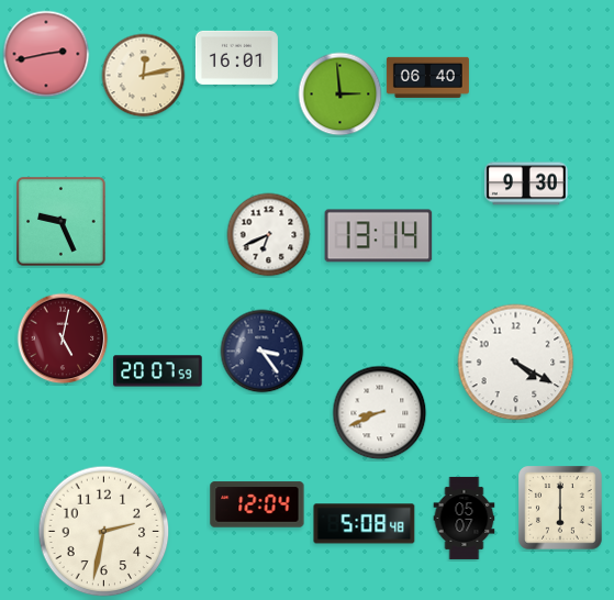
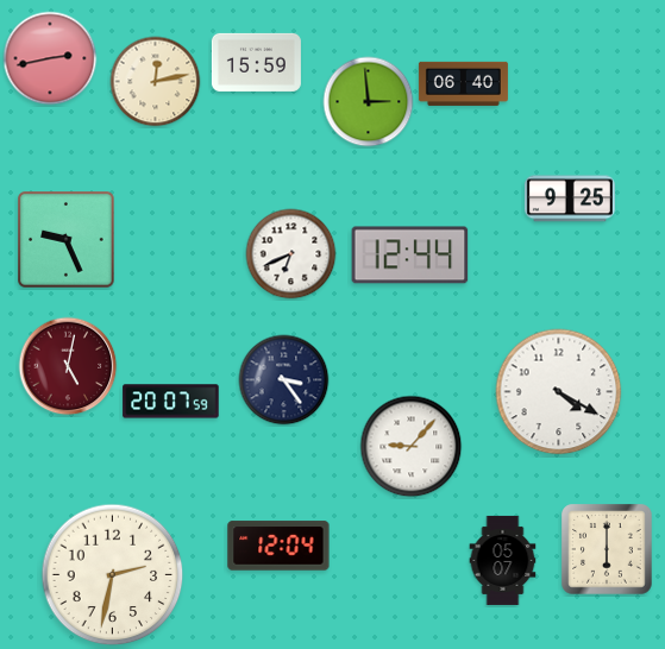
clock at (236, 57): 16:01 -> 15:59
clock at (526, 184): 9:30 -> 9:25
clock at (379, 236): 13:14 -> 12:44
clock at (380, 413): 8:41 -> 9:07
clock at (365, 524): 5:08 -> none
